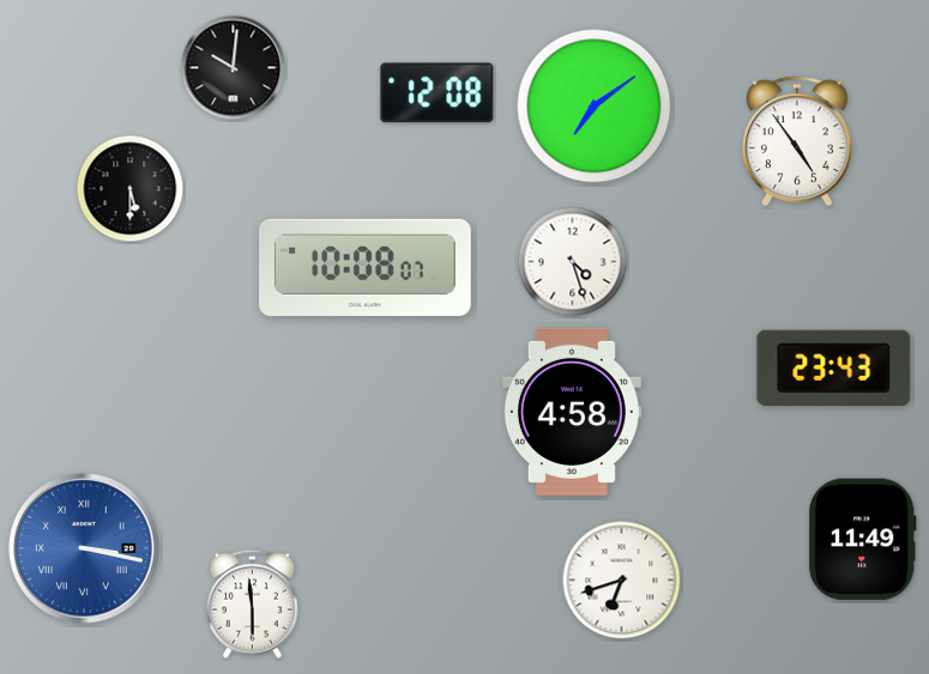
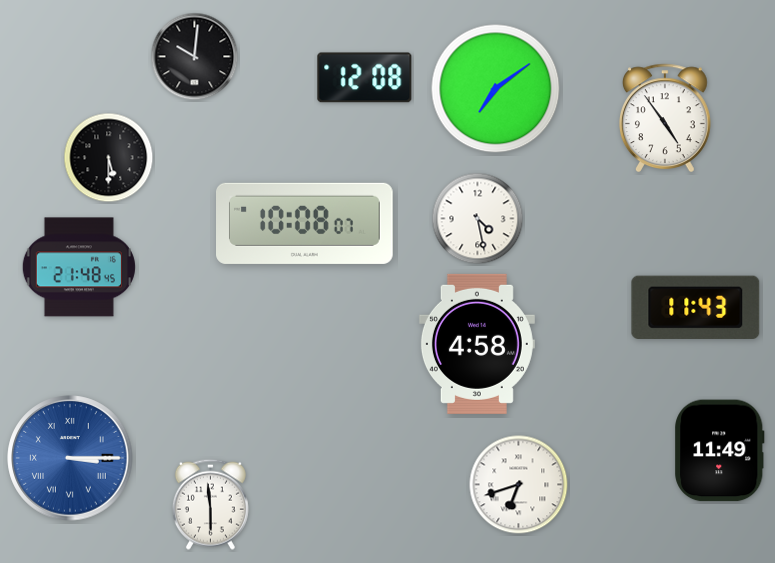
clock at (573, 262): 4:27 -> 4:28
clock at (79, 267): none -> 21:48
clock at (834, 368): 23:43 -> 11:43
clock at (84, 548): 3:17 -> 3:15
